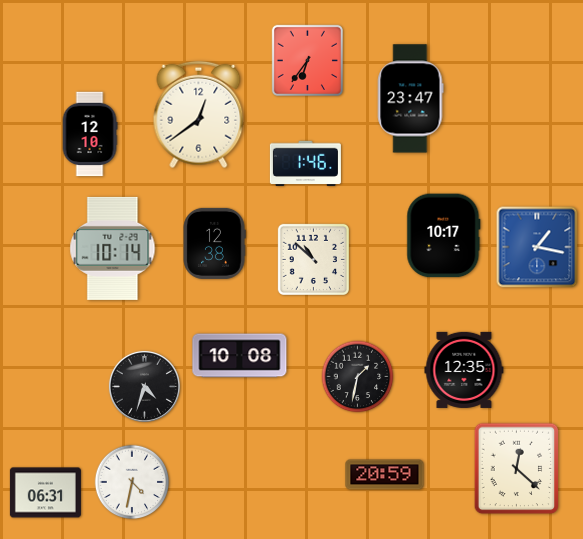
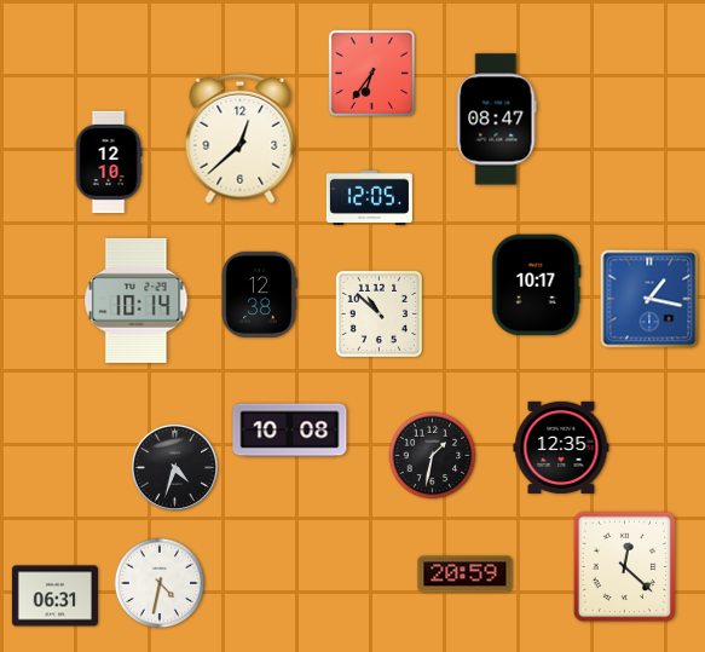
clock at (411, 99): 23:47 -> 08:47
clock at (199, 115): 12:39 -> 12:38
clock at (305, 164): 1:46 -> 12:05
